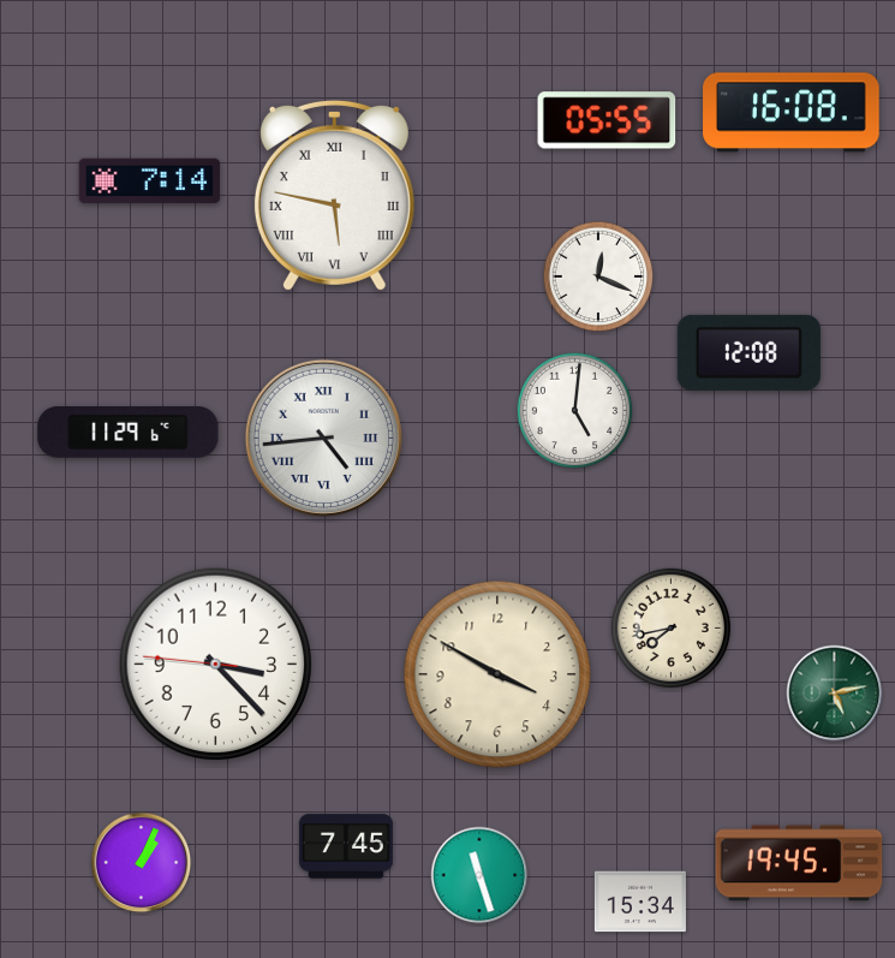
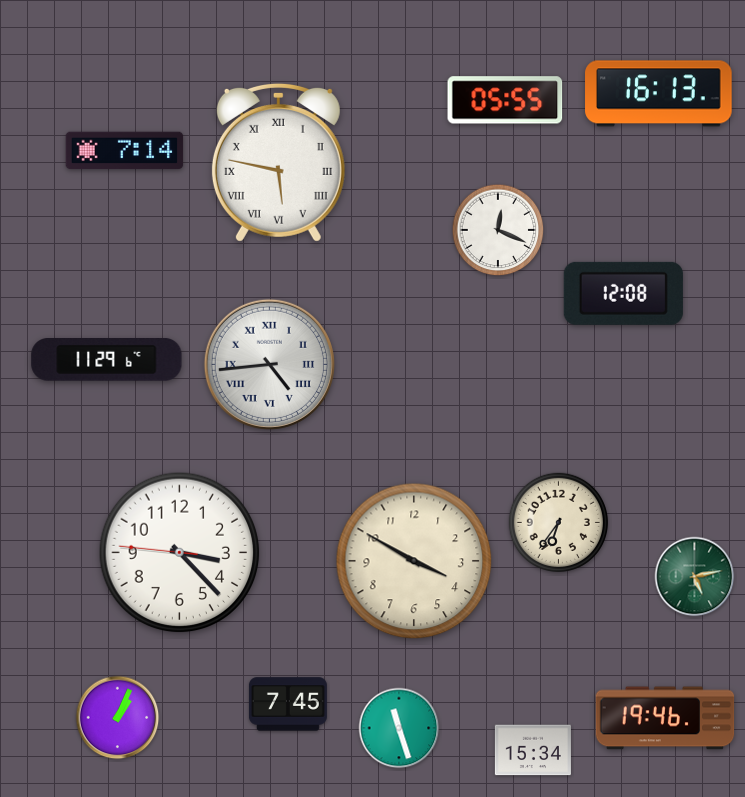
clock at (792, 113): 16:08 -> 16:13
clock at (575, 411): 5:01 -> none
clock at (670, 627): 7:43 -> 6:36
clock at (799, 863): 19:45 -> 19:46
